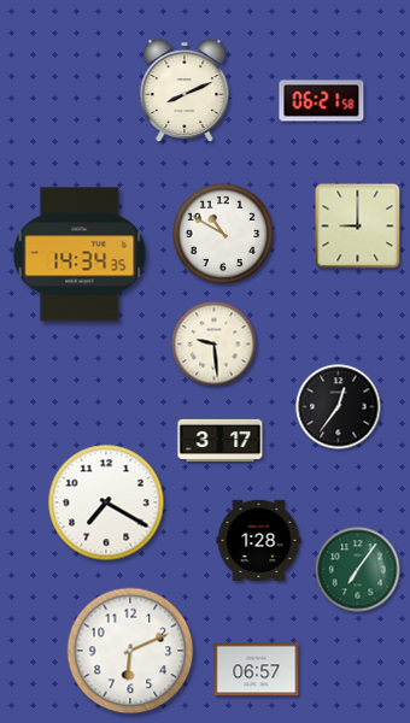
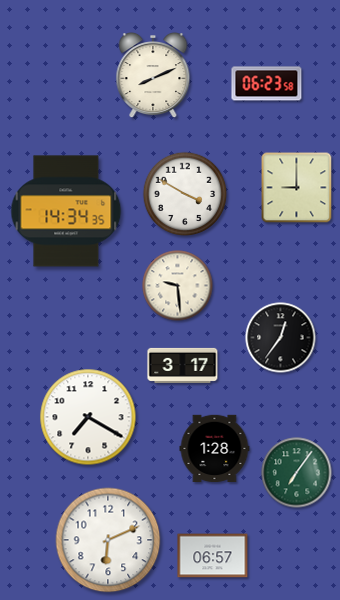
clock at (322, 101): 06:21 -> 06:23
clock at (223, 234): 10:50 -> 3:50
